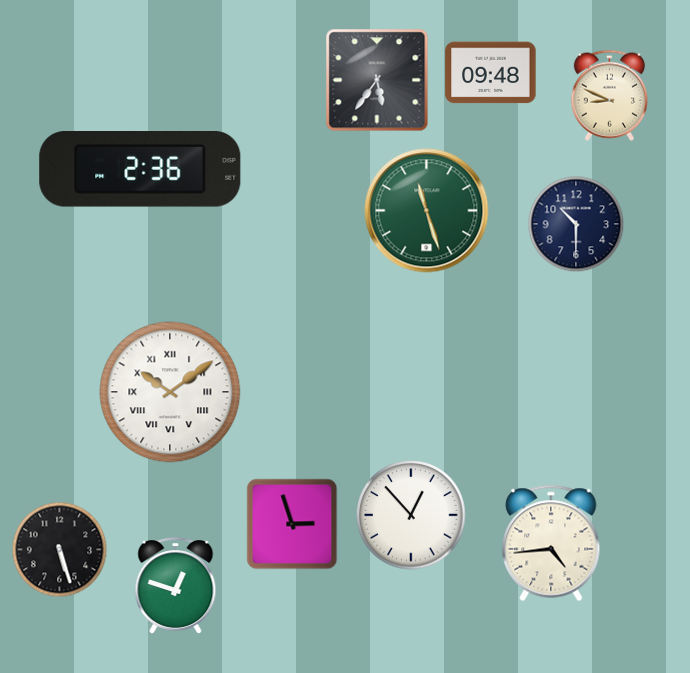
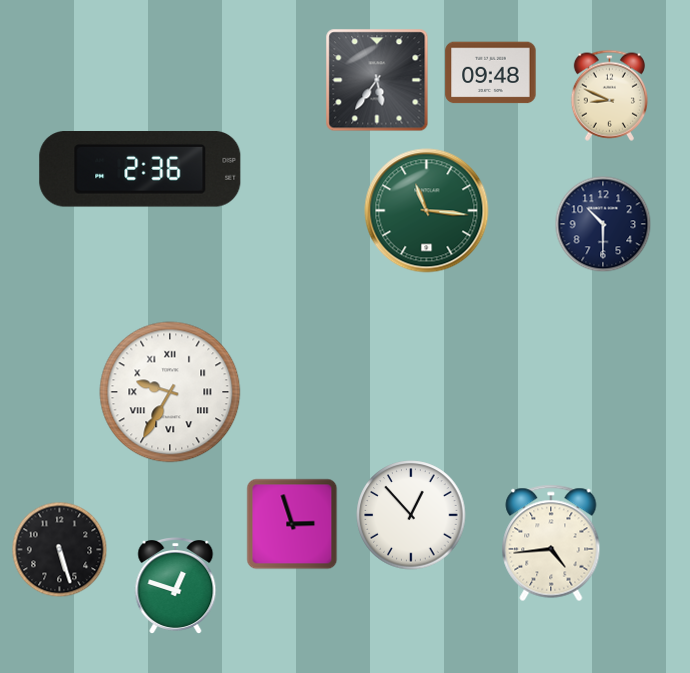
clock at (427, 211): 11:27 -> 11:16
clock at (576, 224) position: (576, 224) -> (603, 224)
clock at (170, 392): 10:09 -> 9:35
